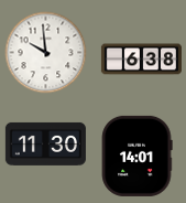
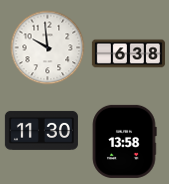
clock at (46, 53) position: (46, 53) -> (48, 48)
clock at (136, 156): 14:01 -> 13:58
